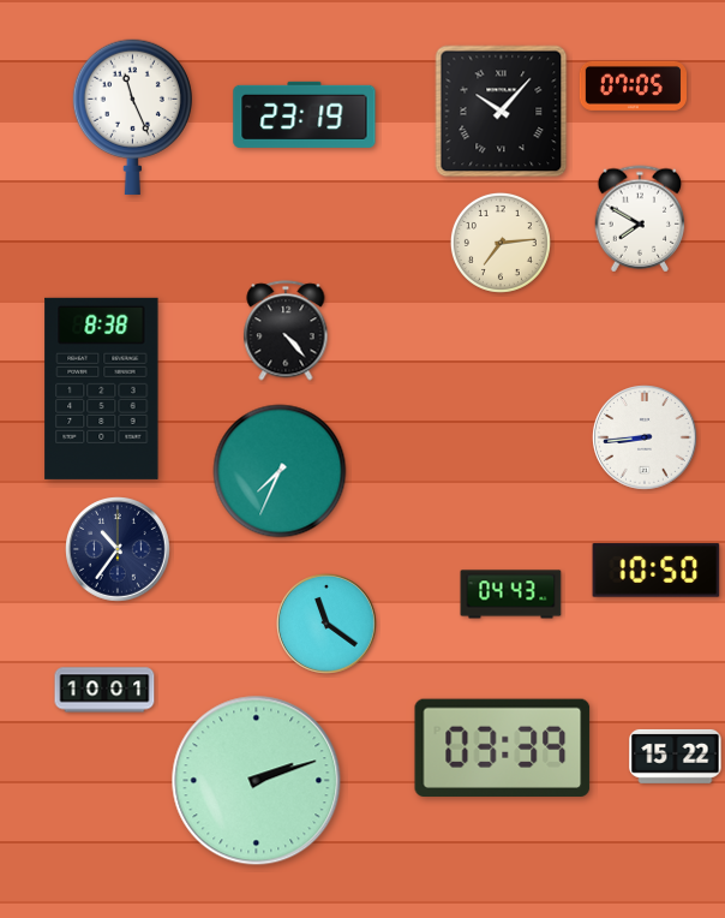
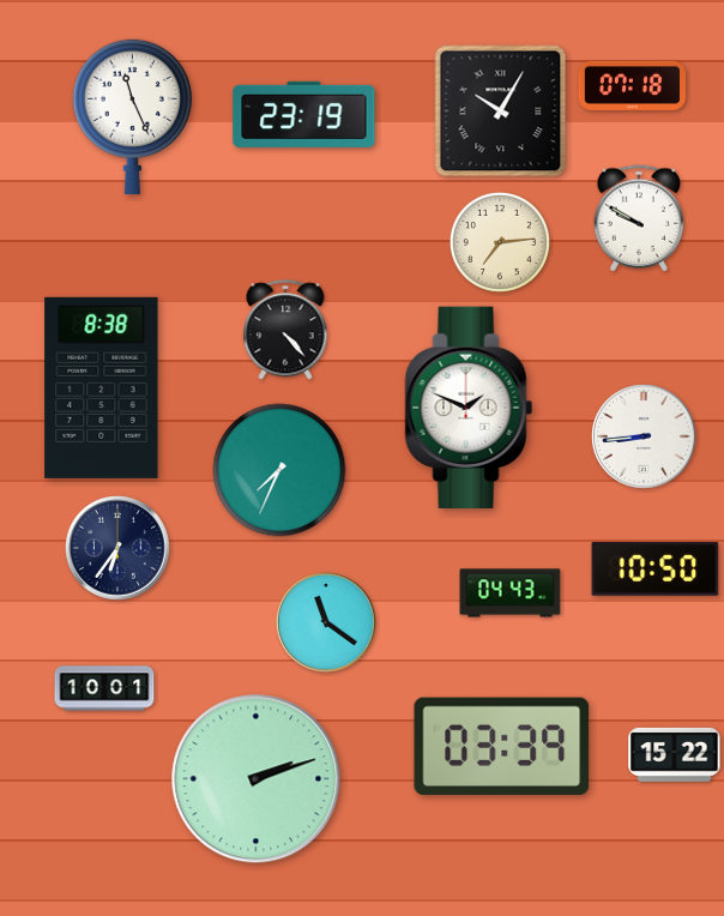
clock at (633, 85): 07:05 -> 07:18
clock at (502, 112): 10:07 -> 10:05
clock at (640, 219): 7:50 -> 9:50
clock at (469, 406): none -> 1:49
clock at (118, 549): 10:36 -> 6:36
